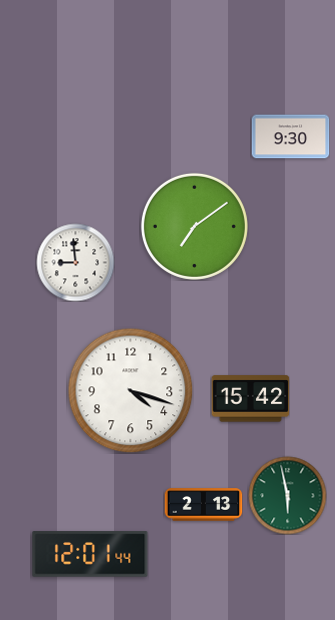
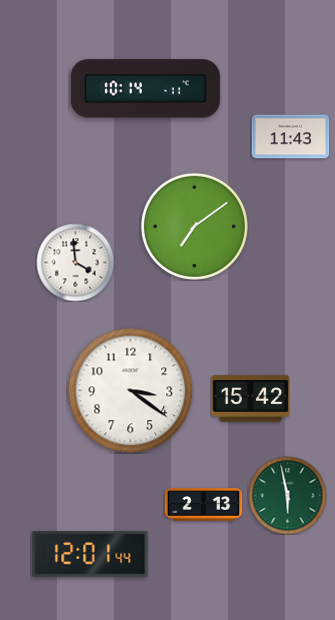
clock at (145, 89): none -> 10:14
clock at (290, 137): 9:30 -> 11:43
clock at (75, 262): 8:59 -> 3:59
clock at (130, 390): 4:18 -> 3:21
